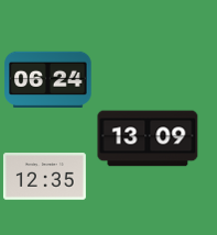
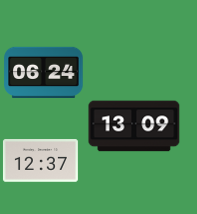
clock at (44, 177): 12:35 -> 12:37
